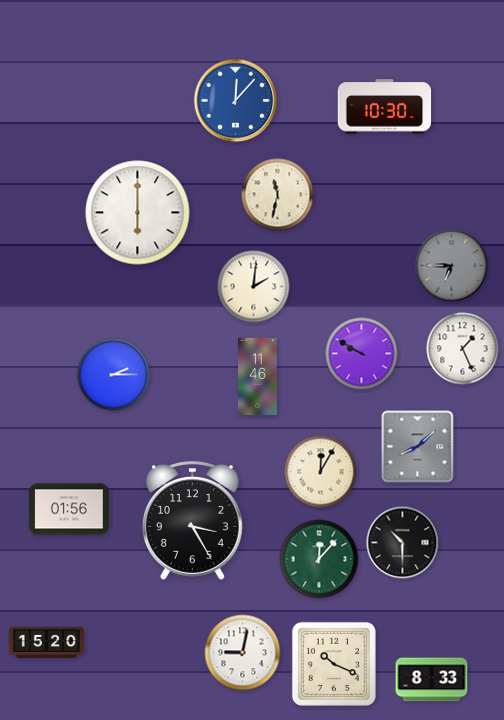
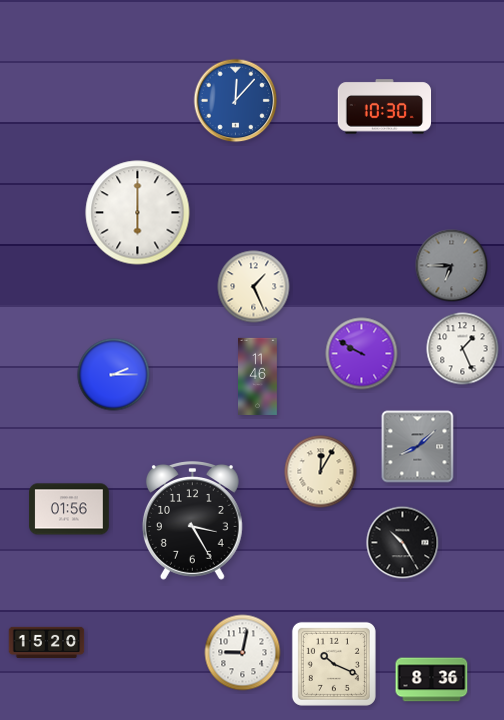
clock at (278, 195): 11:32 -> none
clock at (254, 287): 2:01 -> 1:26
clock at (403, 543): 10:30 -> 10:25
clock at (319, 559): 12:07 -> none
clock at (432, 680): 8:33 -> 8:36
